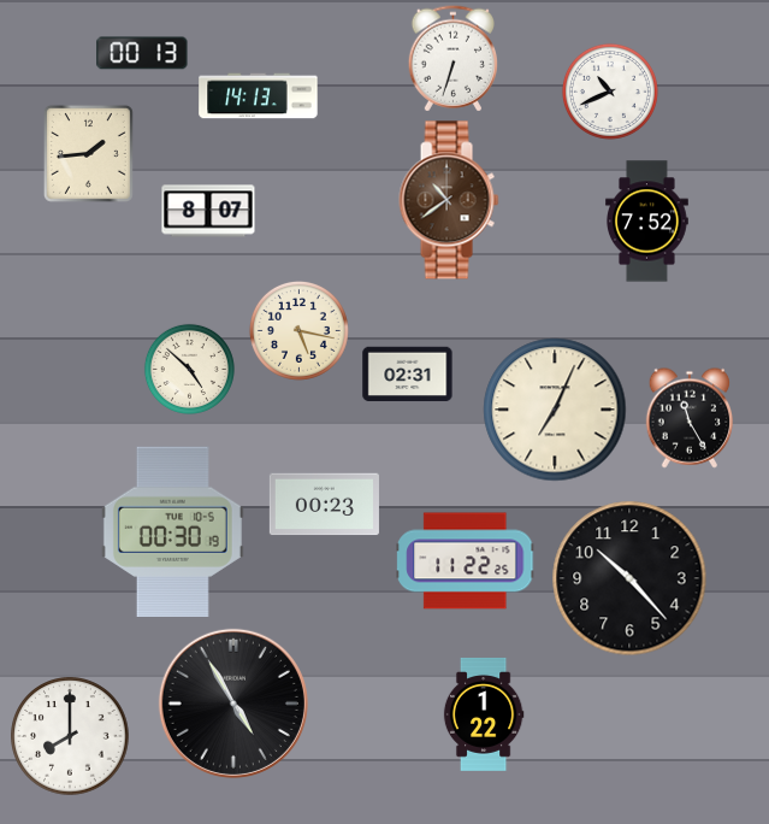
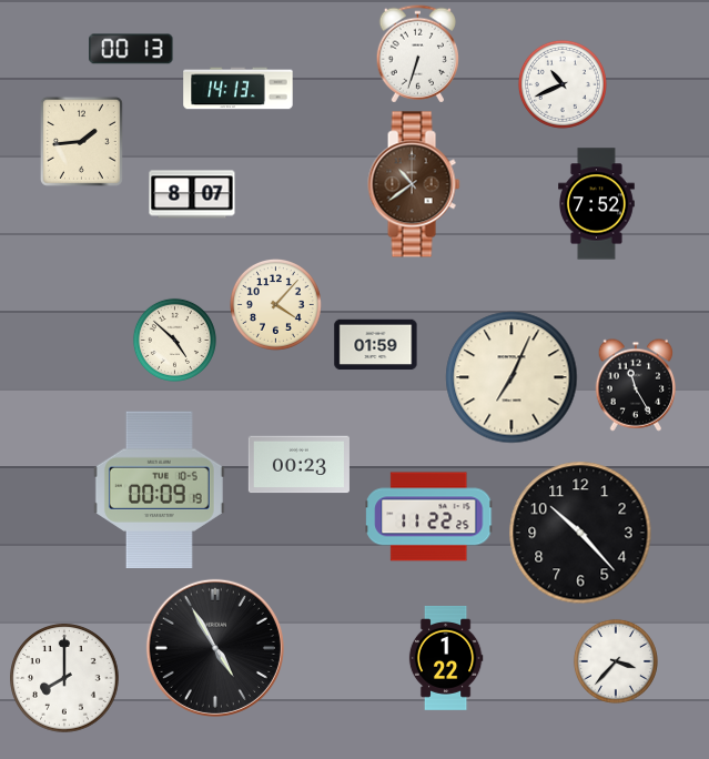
clock at (298, 330): 5:17 -> 4:07
clock at (408, 375): 02:31 -> 01:59
clock at (172, 531): 00:30 -> 00:09
clock at (616, 661): none -> 3:37
